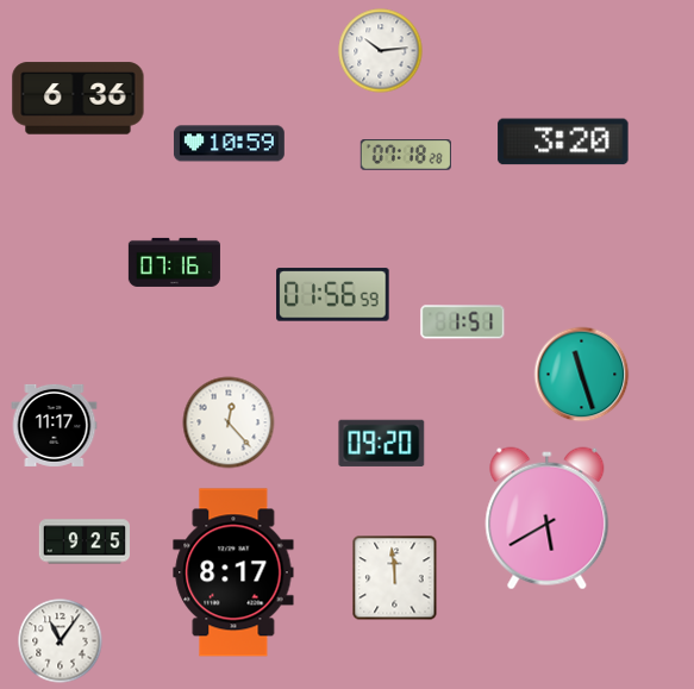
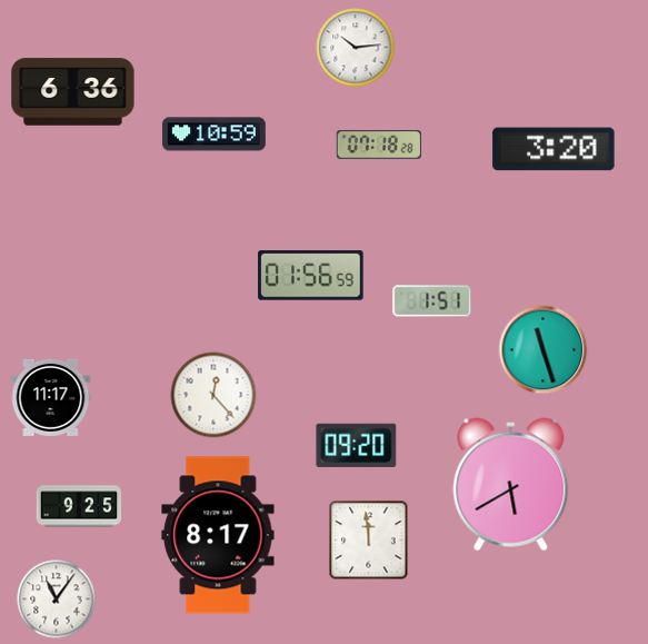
clock at (563, 142) position: (563, 142) -> (554, 149)
clock at (174, 262): 07:16 -> none
clock at (382, 443) position: (382, 443) -> (357, 445)
